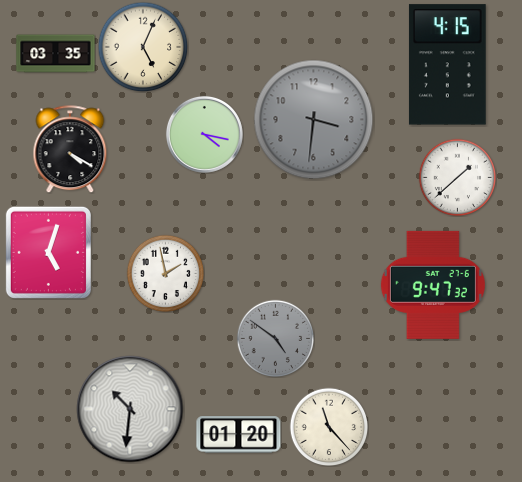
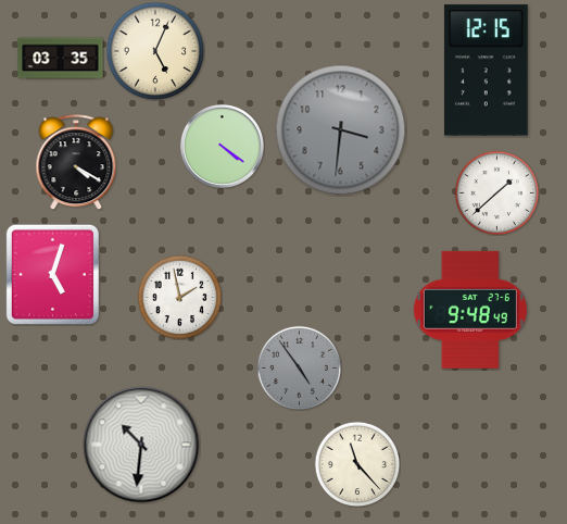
clock at (447, 65): 4:15 -> 12:15
clock at (204, 134): 4:17 -> 4:21
clock at (433, 285): 9:47 -> 9:48
clock at (275, 338): 4:51 -> 4:54
clock at (239, 435): 01:20 -> none
